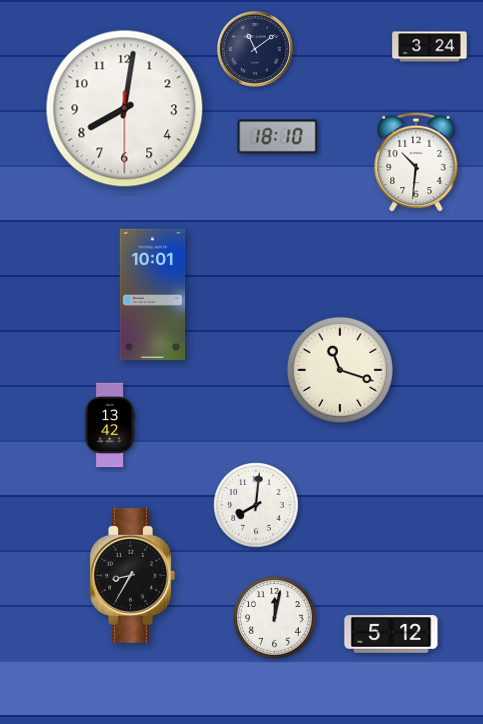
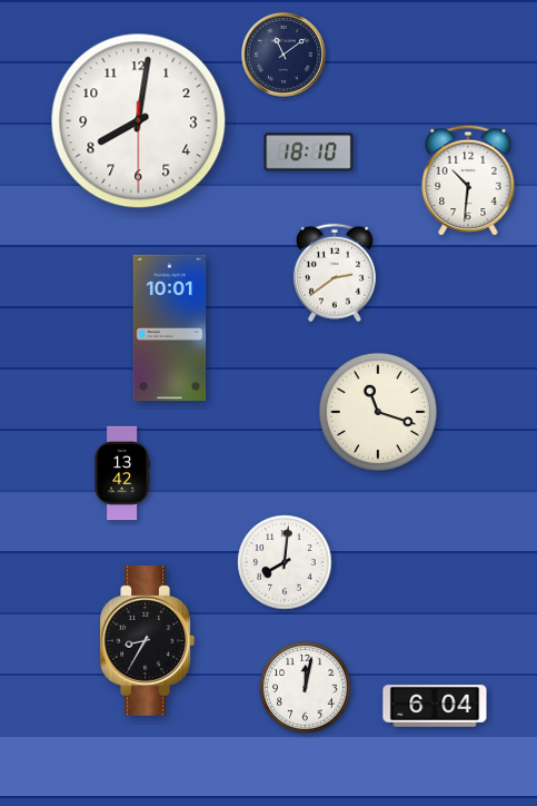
clock at (430, 47): 3:24 -> none
clock at (416, 162) position: (416, 162) -> (468, 180)
clock at (335, 273): none -> 2:39
clock at (391, 634): 5:12 -> 6:04
